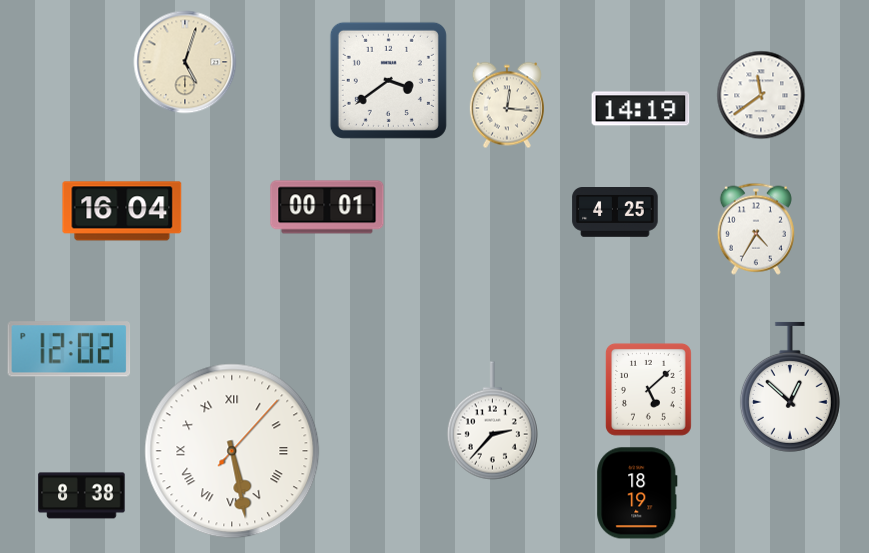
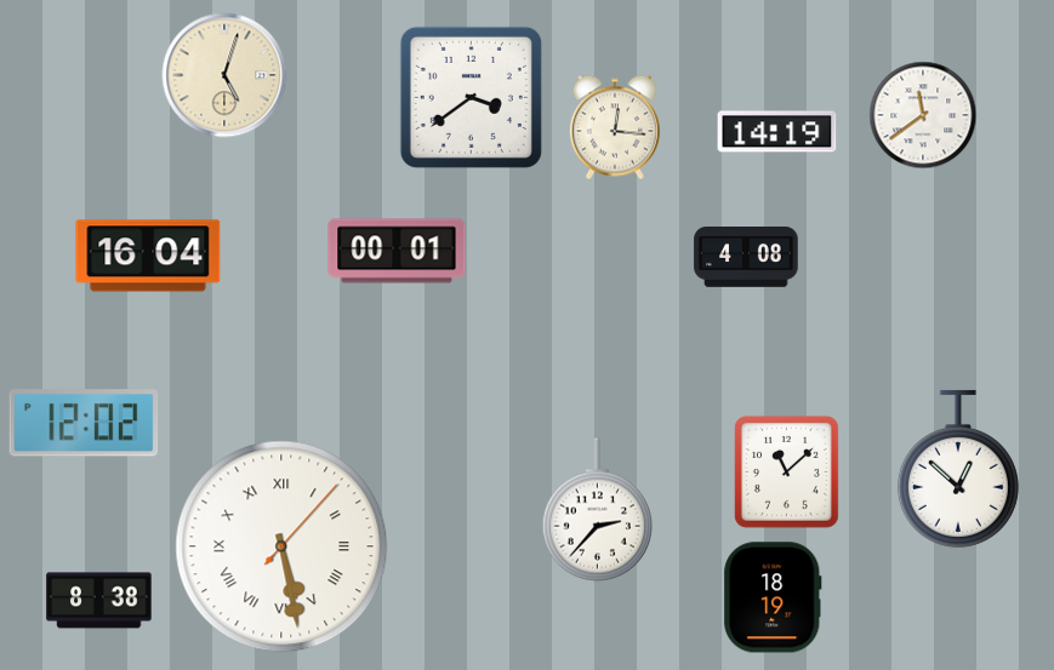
clock at (615, 212): 4:25 -> 4:08
clock at (756, 229): 4:35 -> none
clock at (648, 389): 5:08 -> 11:08
